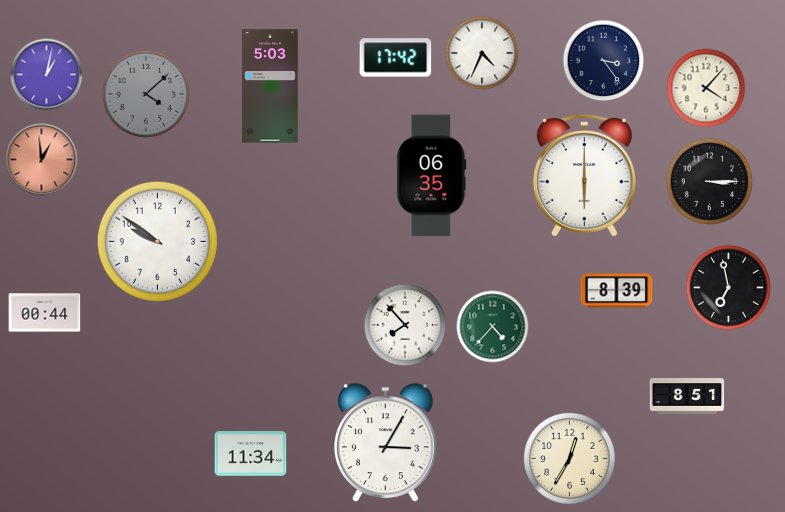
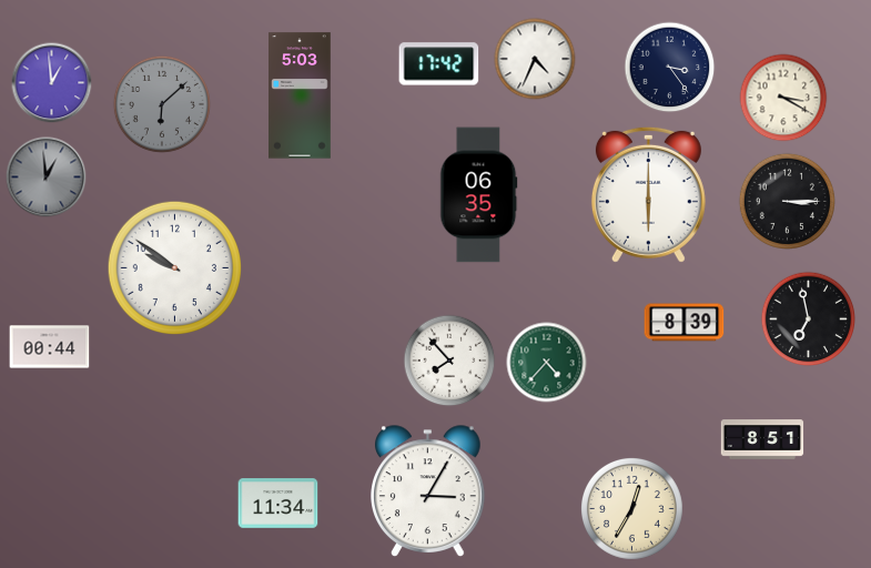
clock at (47, 75): 1:02 -> 12:59
clock at (706, 88): 4:07 -> 3:20
clock at (146, 94): 4:08 -> 6:08
clock at (42, 160) dial: salmon -> grey
